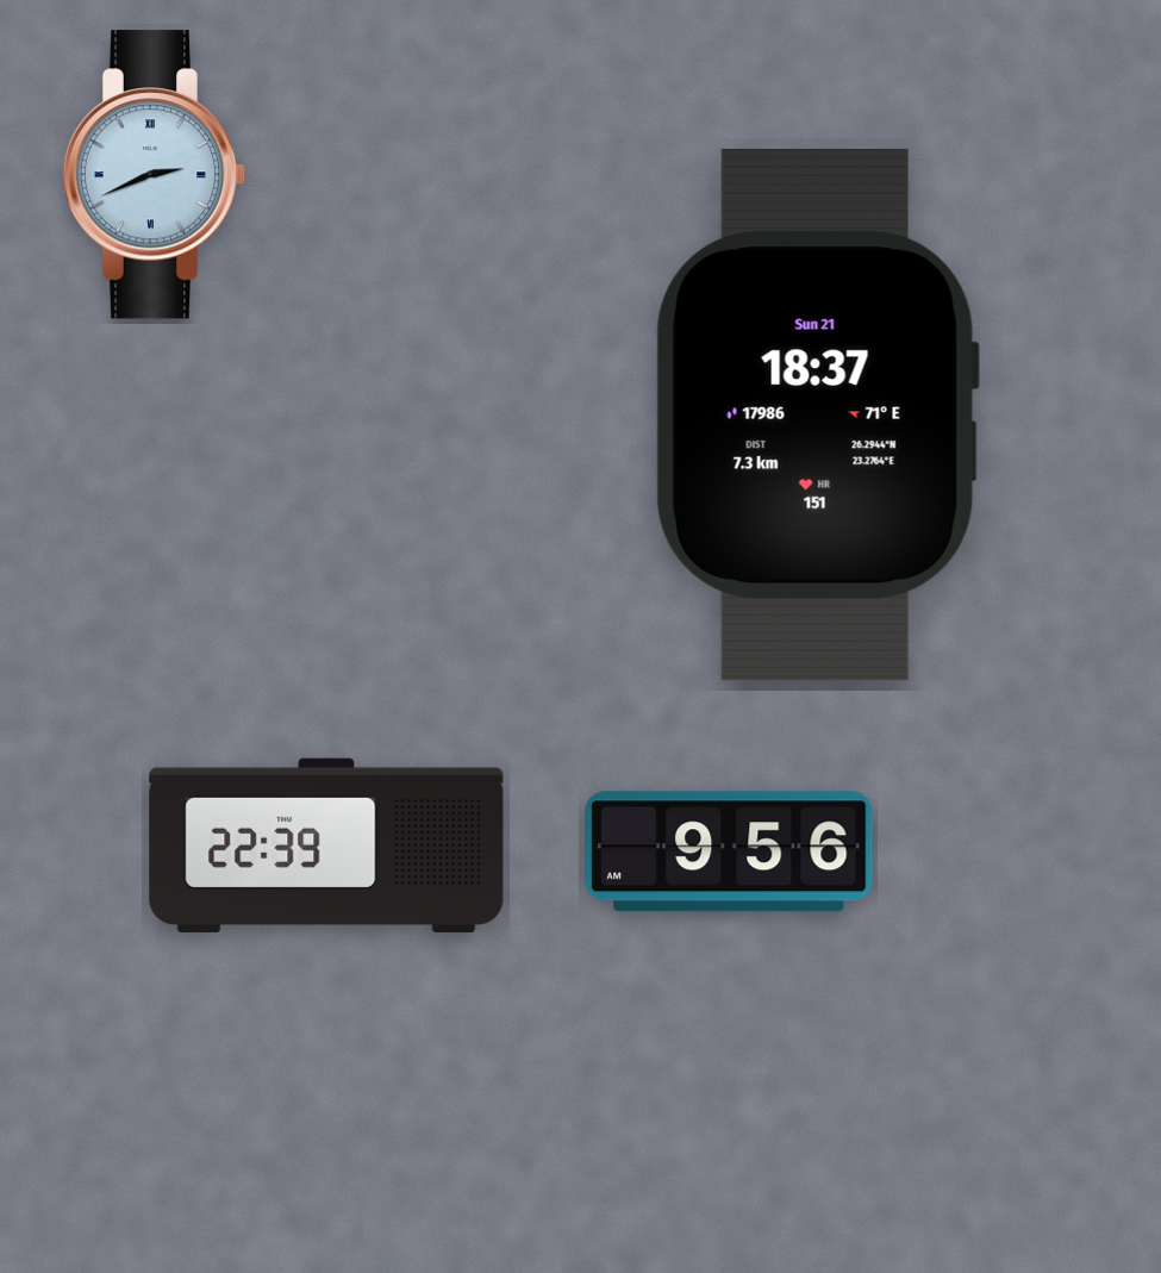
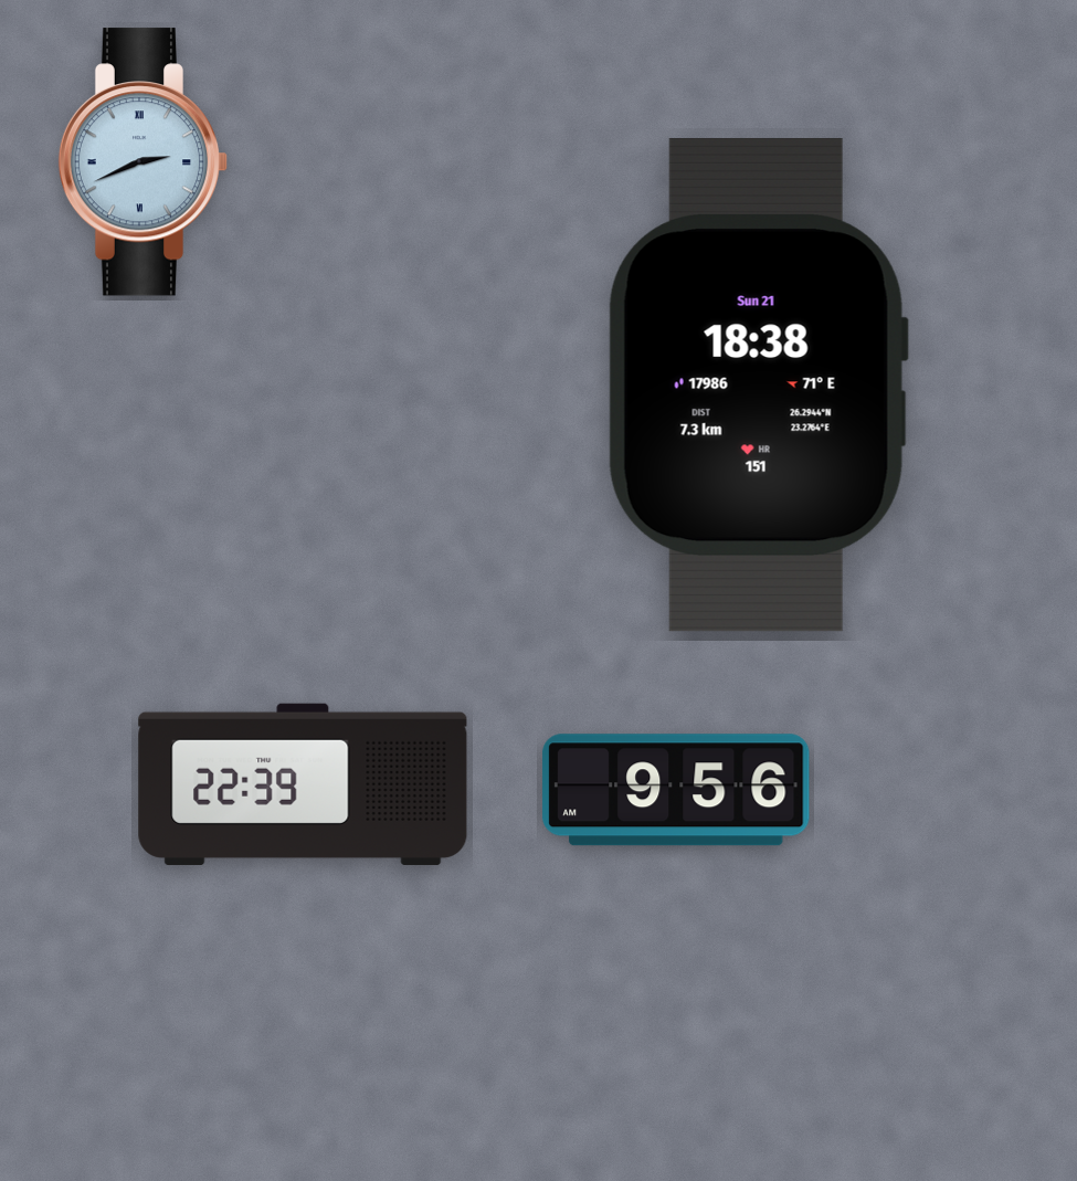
clock at (817, 414): 18:37 -> 18:38
